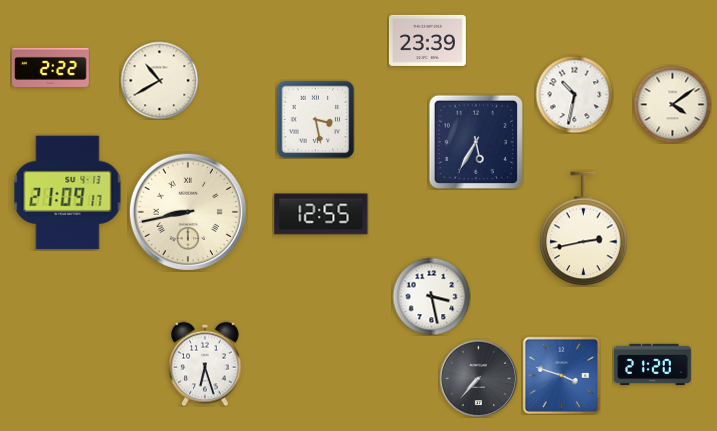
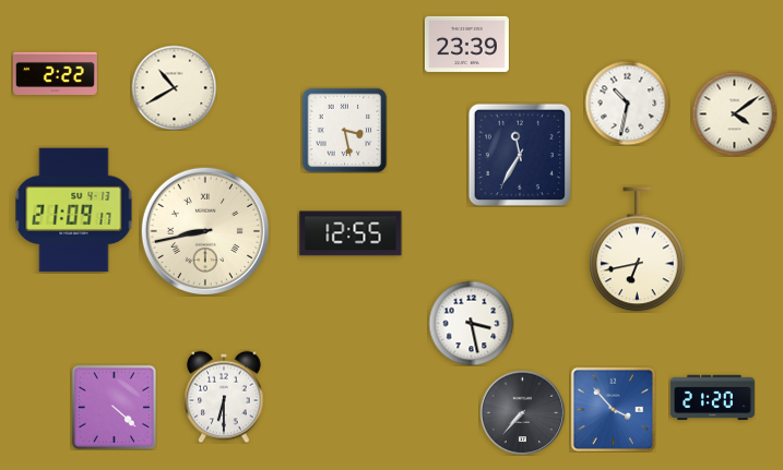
clock at (475, 141): 5:35 -> 11:35
clock at (584, 229): 2:43 -> 6:43
clock at (205, 364): 6:27 -> 6:30
clock at (114, 407): none -> 4:22
clock at (561, 375): 3:48 -> 3:53
